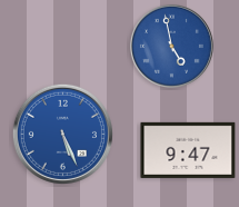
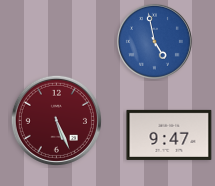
clock at (62, 134) dial: blue -> burgundy
